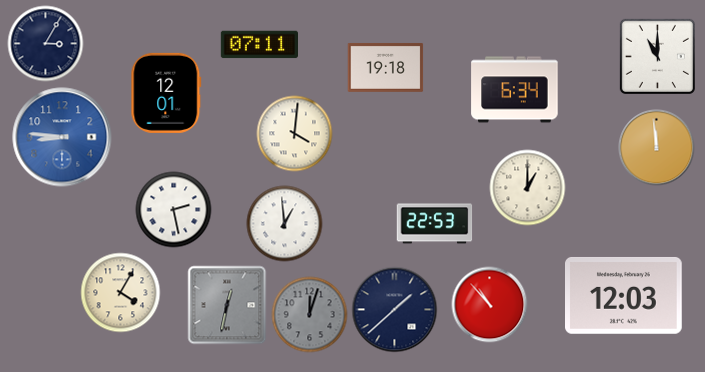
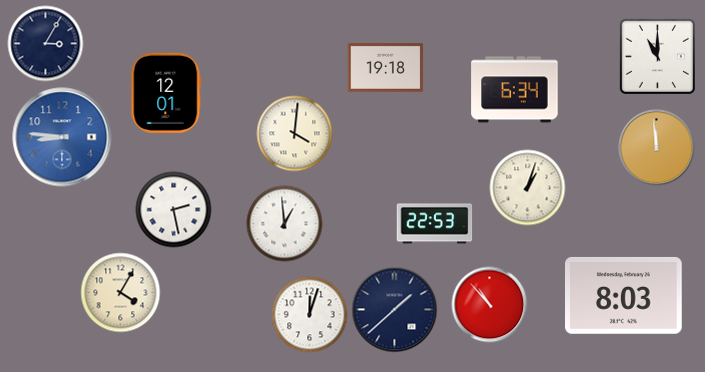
clock at (260, 45): 07:11 -> none
clock at (528, 188): 1:00 -> 1:03
clock at (624, 295): 12:03 -> 8:03
clock at (227, 305): 12:32 -> none
clock at (310, 315) dial: grey -> white
